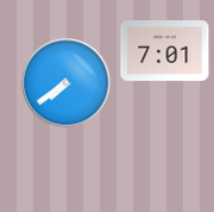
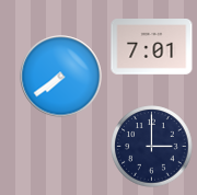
clock at (152, 147): none -> 3:00
